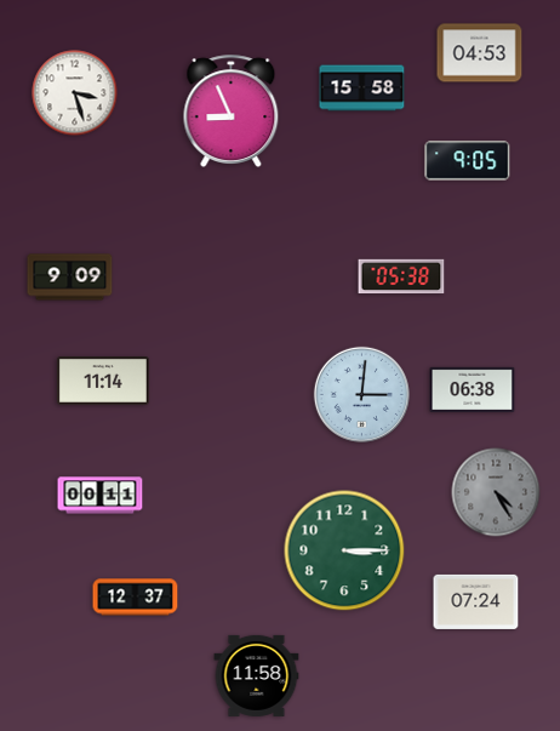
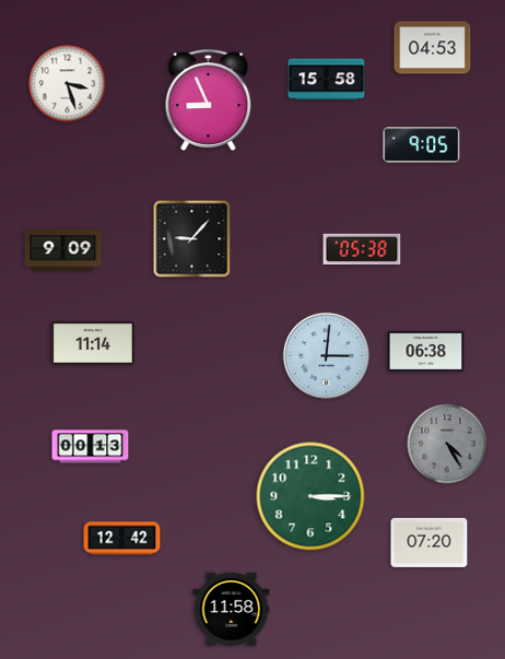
clock at (192, 239): none -> 9:07
clock at (101, 496): 00:11 -> 00:13
clock at (136, 598): 12:37 -> 12:42
clock at (476, 601): 07:24 -> 07:20
